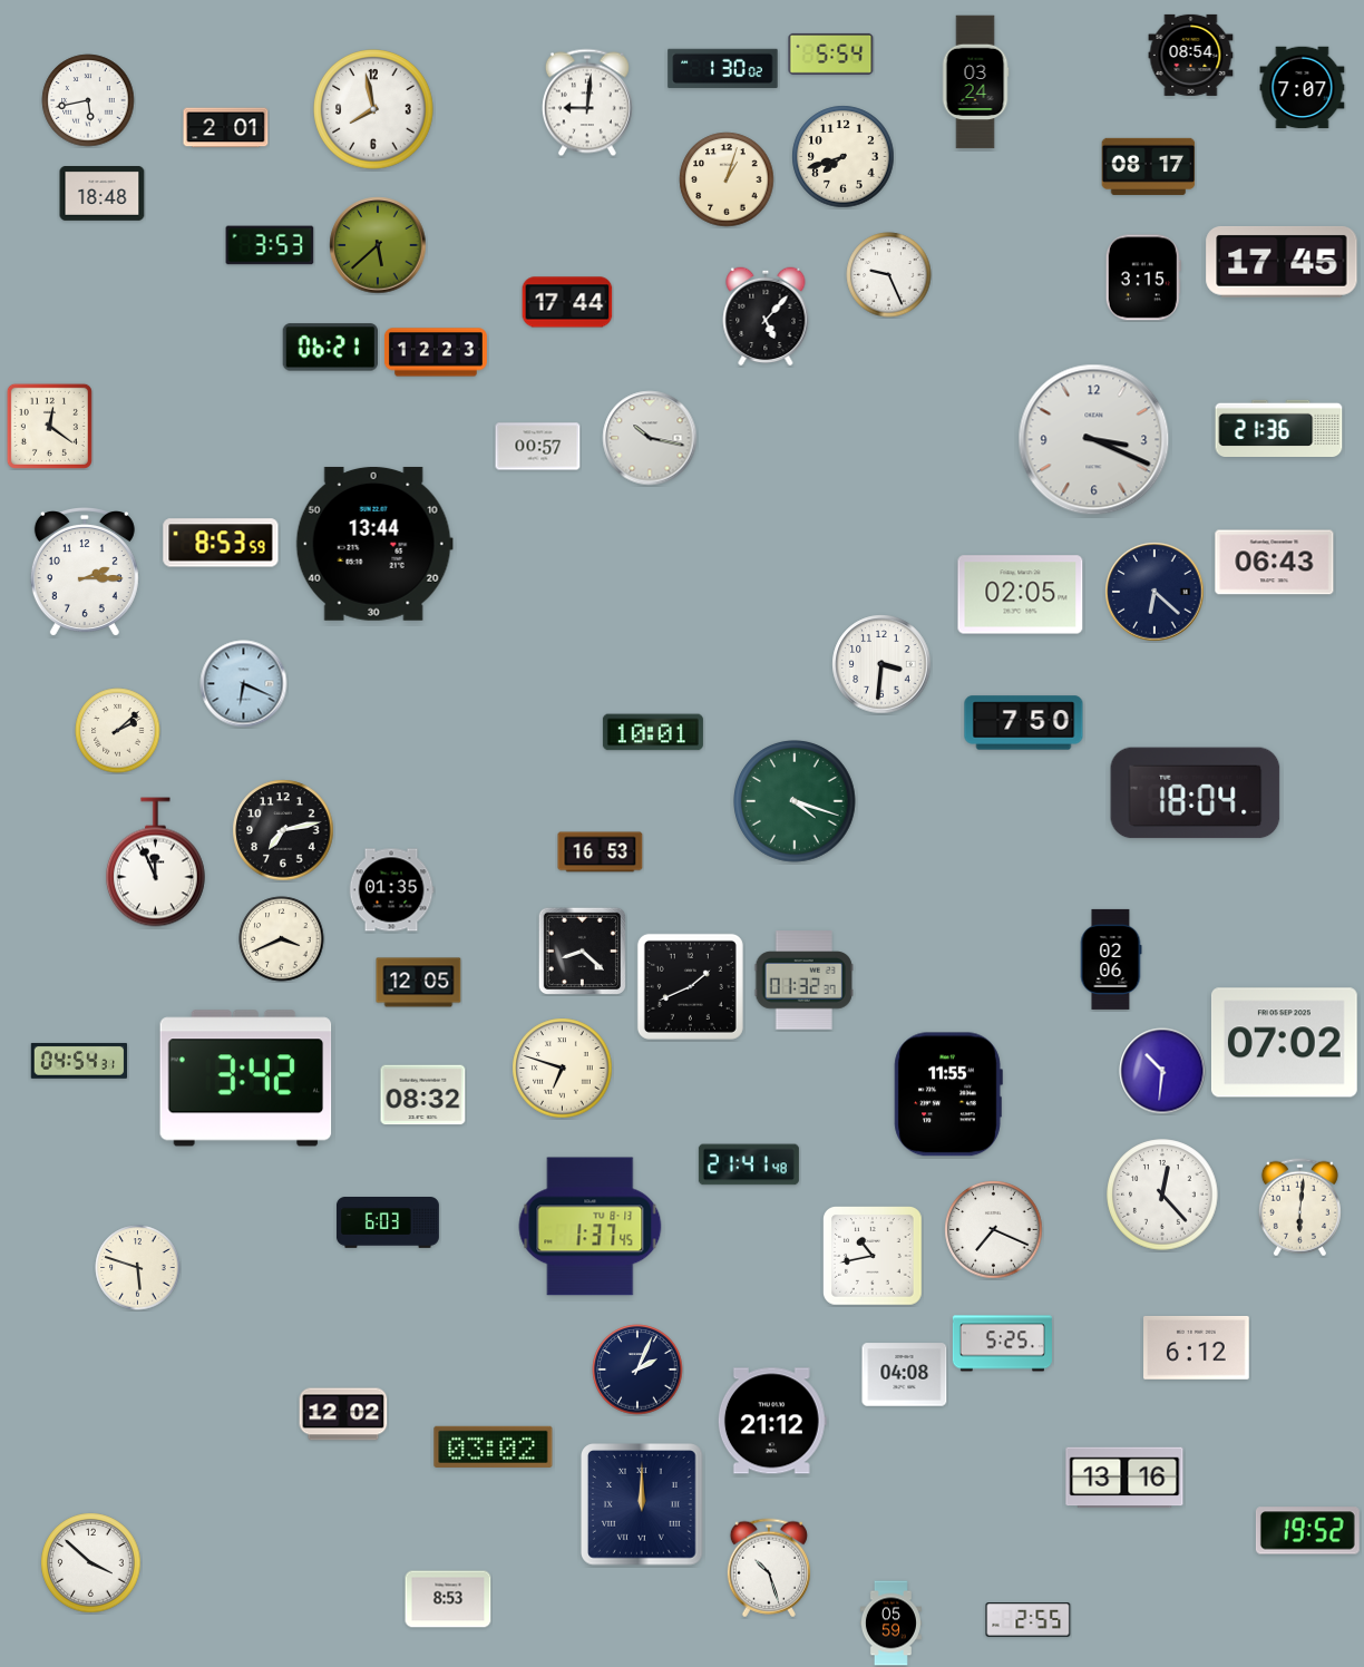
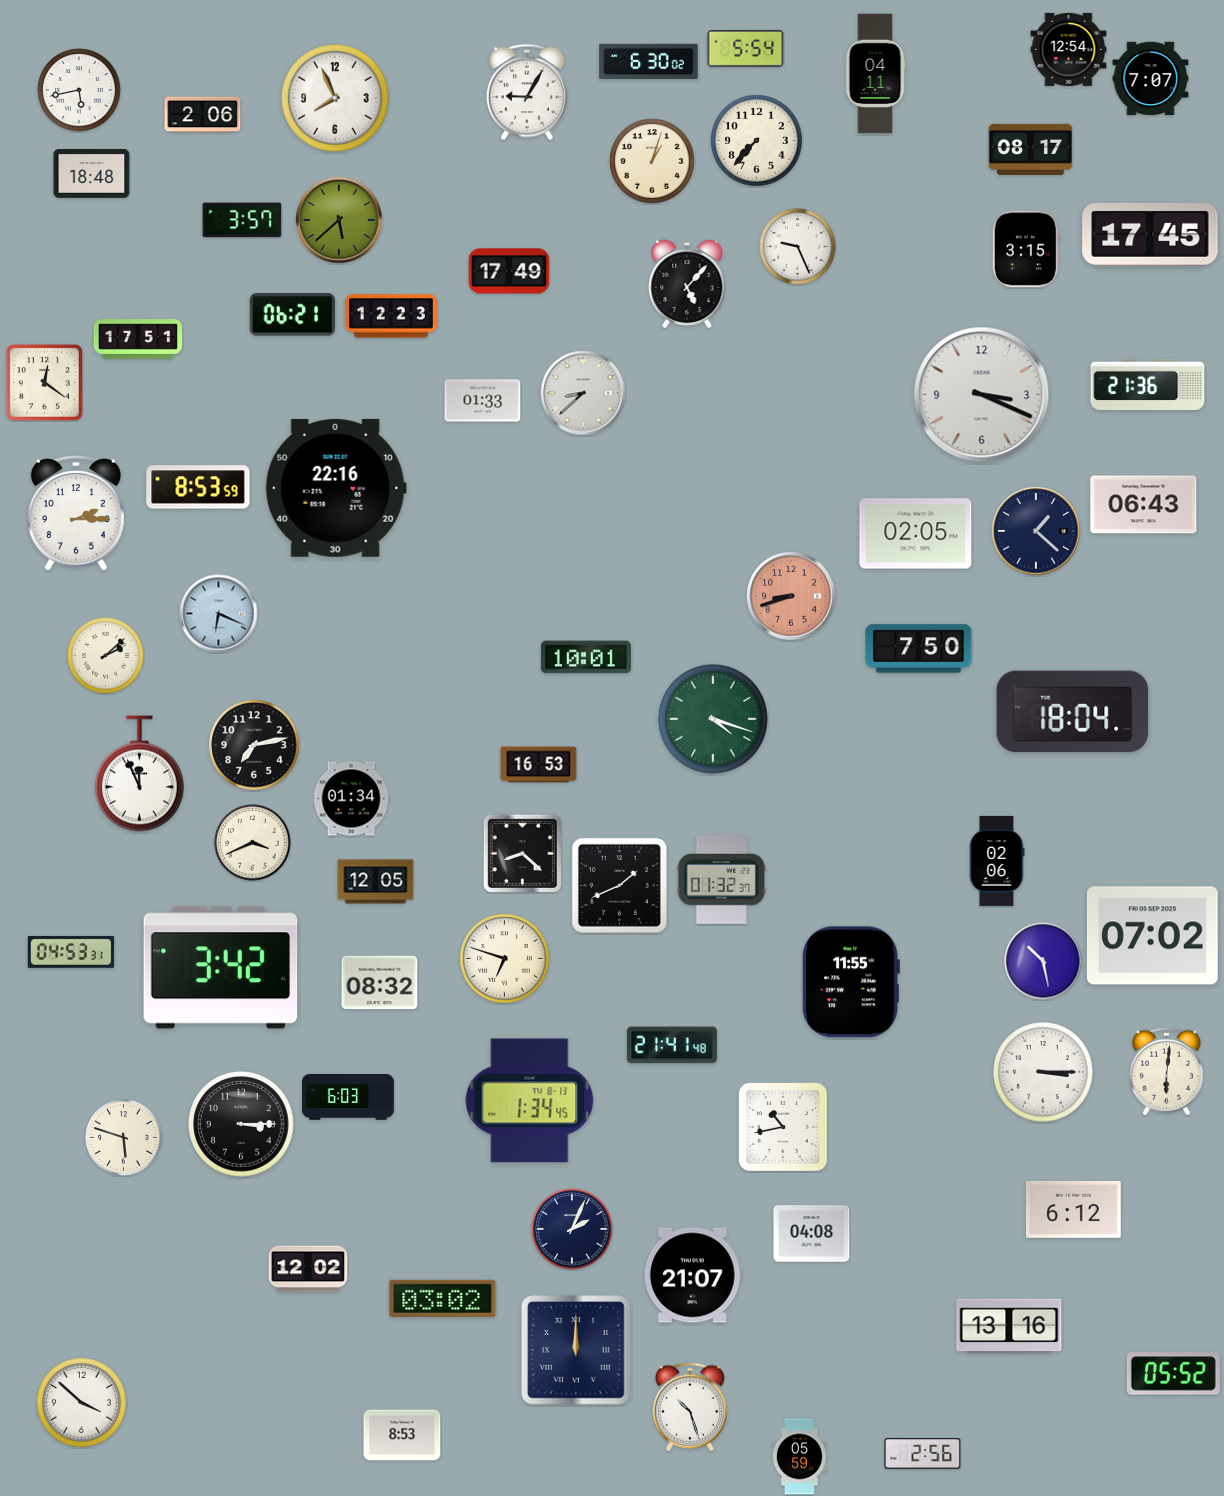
clock at (1191, 55): 08:54 -> 12:54
clock at (723, 69): 1:30 -> 6:30
clock at (975, 82): 03:24 -> 04:11
clock at (1303, 88) position: (1303, 88) -> (1151, 79)
clock at (587, 103): 9:01 -> 9:05
clock at (373, 109): 7:58 -> 7:56
clock at (226, 128): 2:01 -> 2:06
clock at (844, 157): 7:42 -> 7:37
clock at (270, 245): 3:53 -> 3:57
clock at (567, 302): 17:44 -> 17:49
clock at (330, 348) position: (330, 348) -> (292, 315)
clock at (138, 339): none -> 17:51
clock at (650, 438): 10:17 -> 8:38
clock at (538, 447): 00:57 -> 01:33
clock at (374, 544): 13:44 -> 22:16
clock at (1154, 592): 6:22 -> 1:22
clock at (881, 664): 3:31 -> 8:42
clock at (881, 664) dial: white -> salmon
clock at (391, 890): 01:35 -> 01:34
clock at (78, 1061): 04:54 -> 04:53
clock at (1162, 1071): 10:31 -> 10:28
clock at (1162, 1195): 12:23 -> 3:15
clock at (1299, 1208) position: (1299, 1208) -> (1166, 1072)
clock at (591, 1227): 1:37 -> 1:34
clock at (994, 1230): 7:19 -> none
clock at (241, 1124): none -> 3:15
clock at (1002, 1344): 5:25 -> none
clock at (772, 1421): 21:12 -> 21:07
clock at (1307, 1531): 19:52 -> 05:52
clock at (1029, 1620): 2:55 -> 2:56
